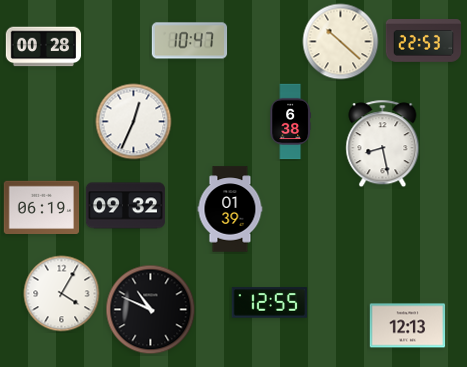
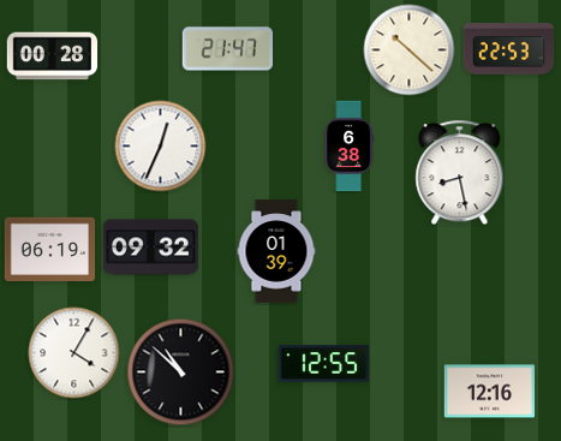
clock at (190, 41): 10:47 -> 21:47
clock at (151, 310): 10:49 -> 10:52
clock at (408, 326): 12:13 -> 12:16
